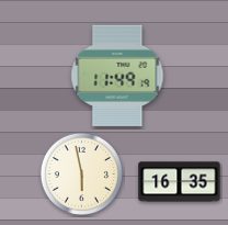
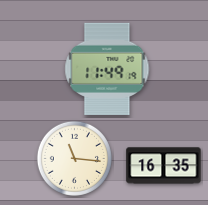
clock at (81, 173): 5:58 -> 11:16
